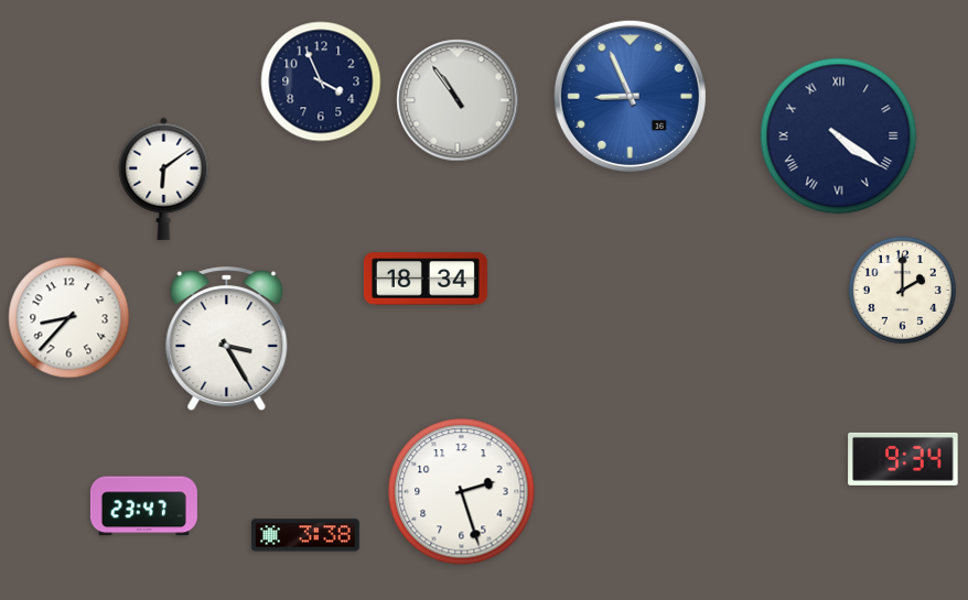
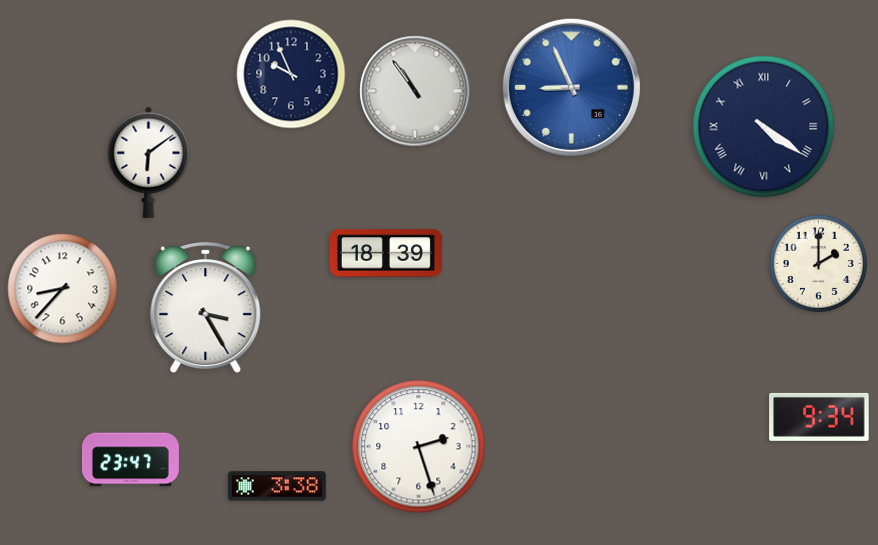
clock at (321, 81): 3:56 -> 9:56
clock at (839, 137) position: (839, 137) -> (764, 127)
clock at (426, 279): 18:34 -> 18:39
